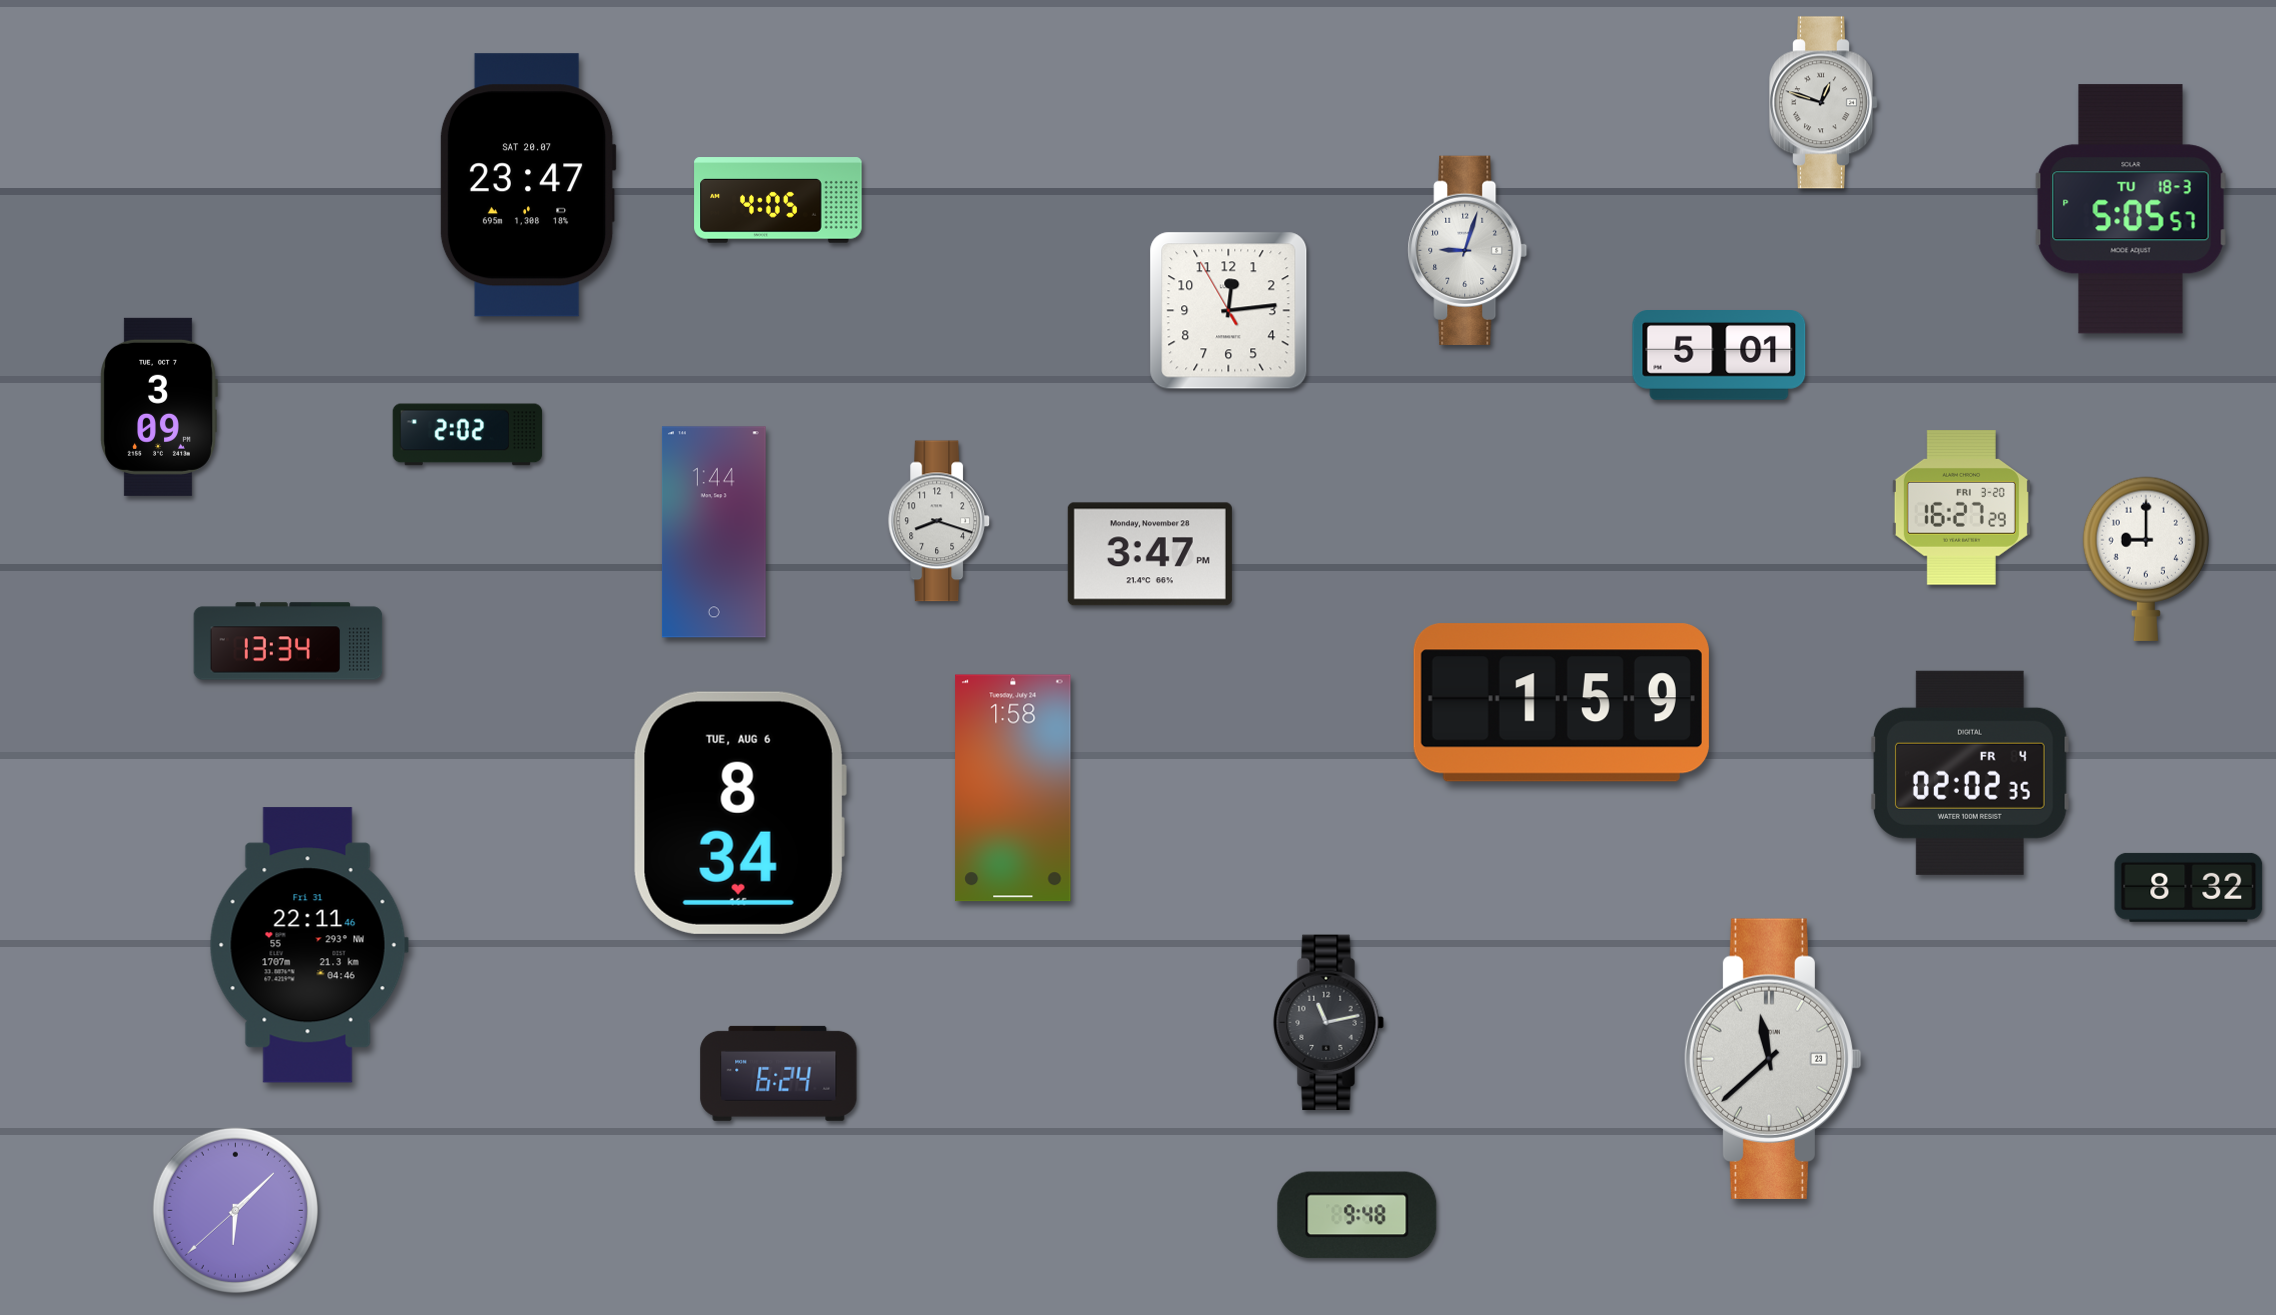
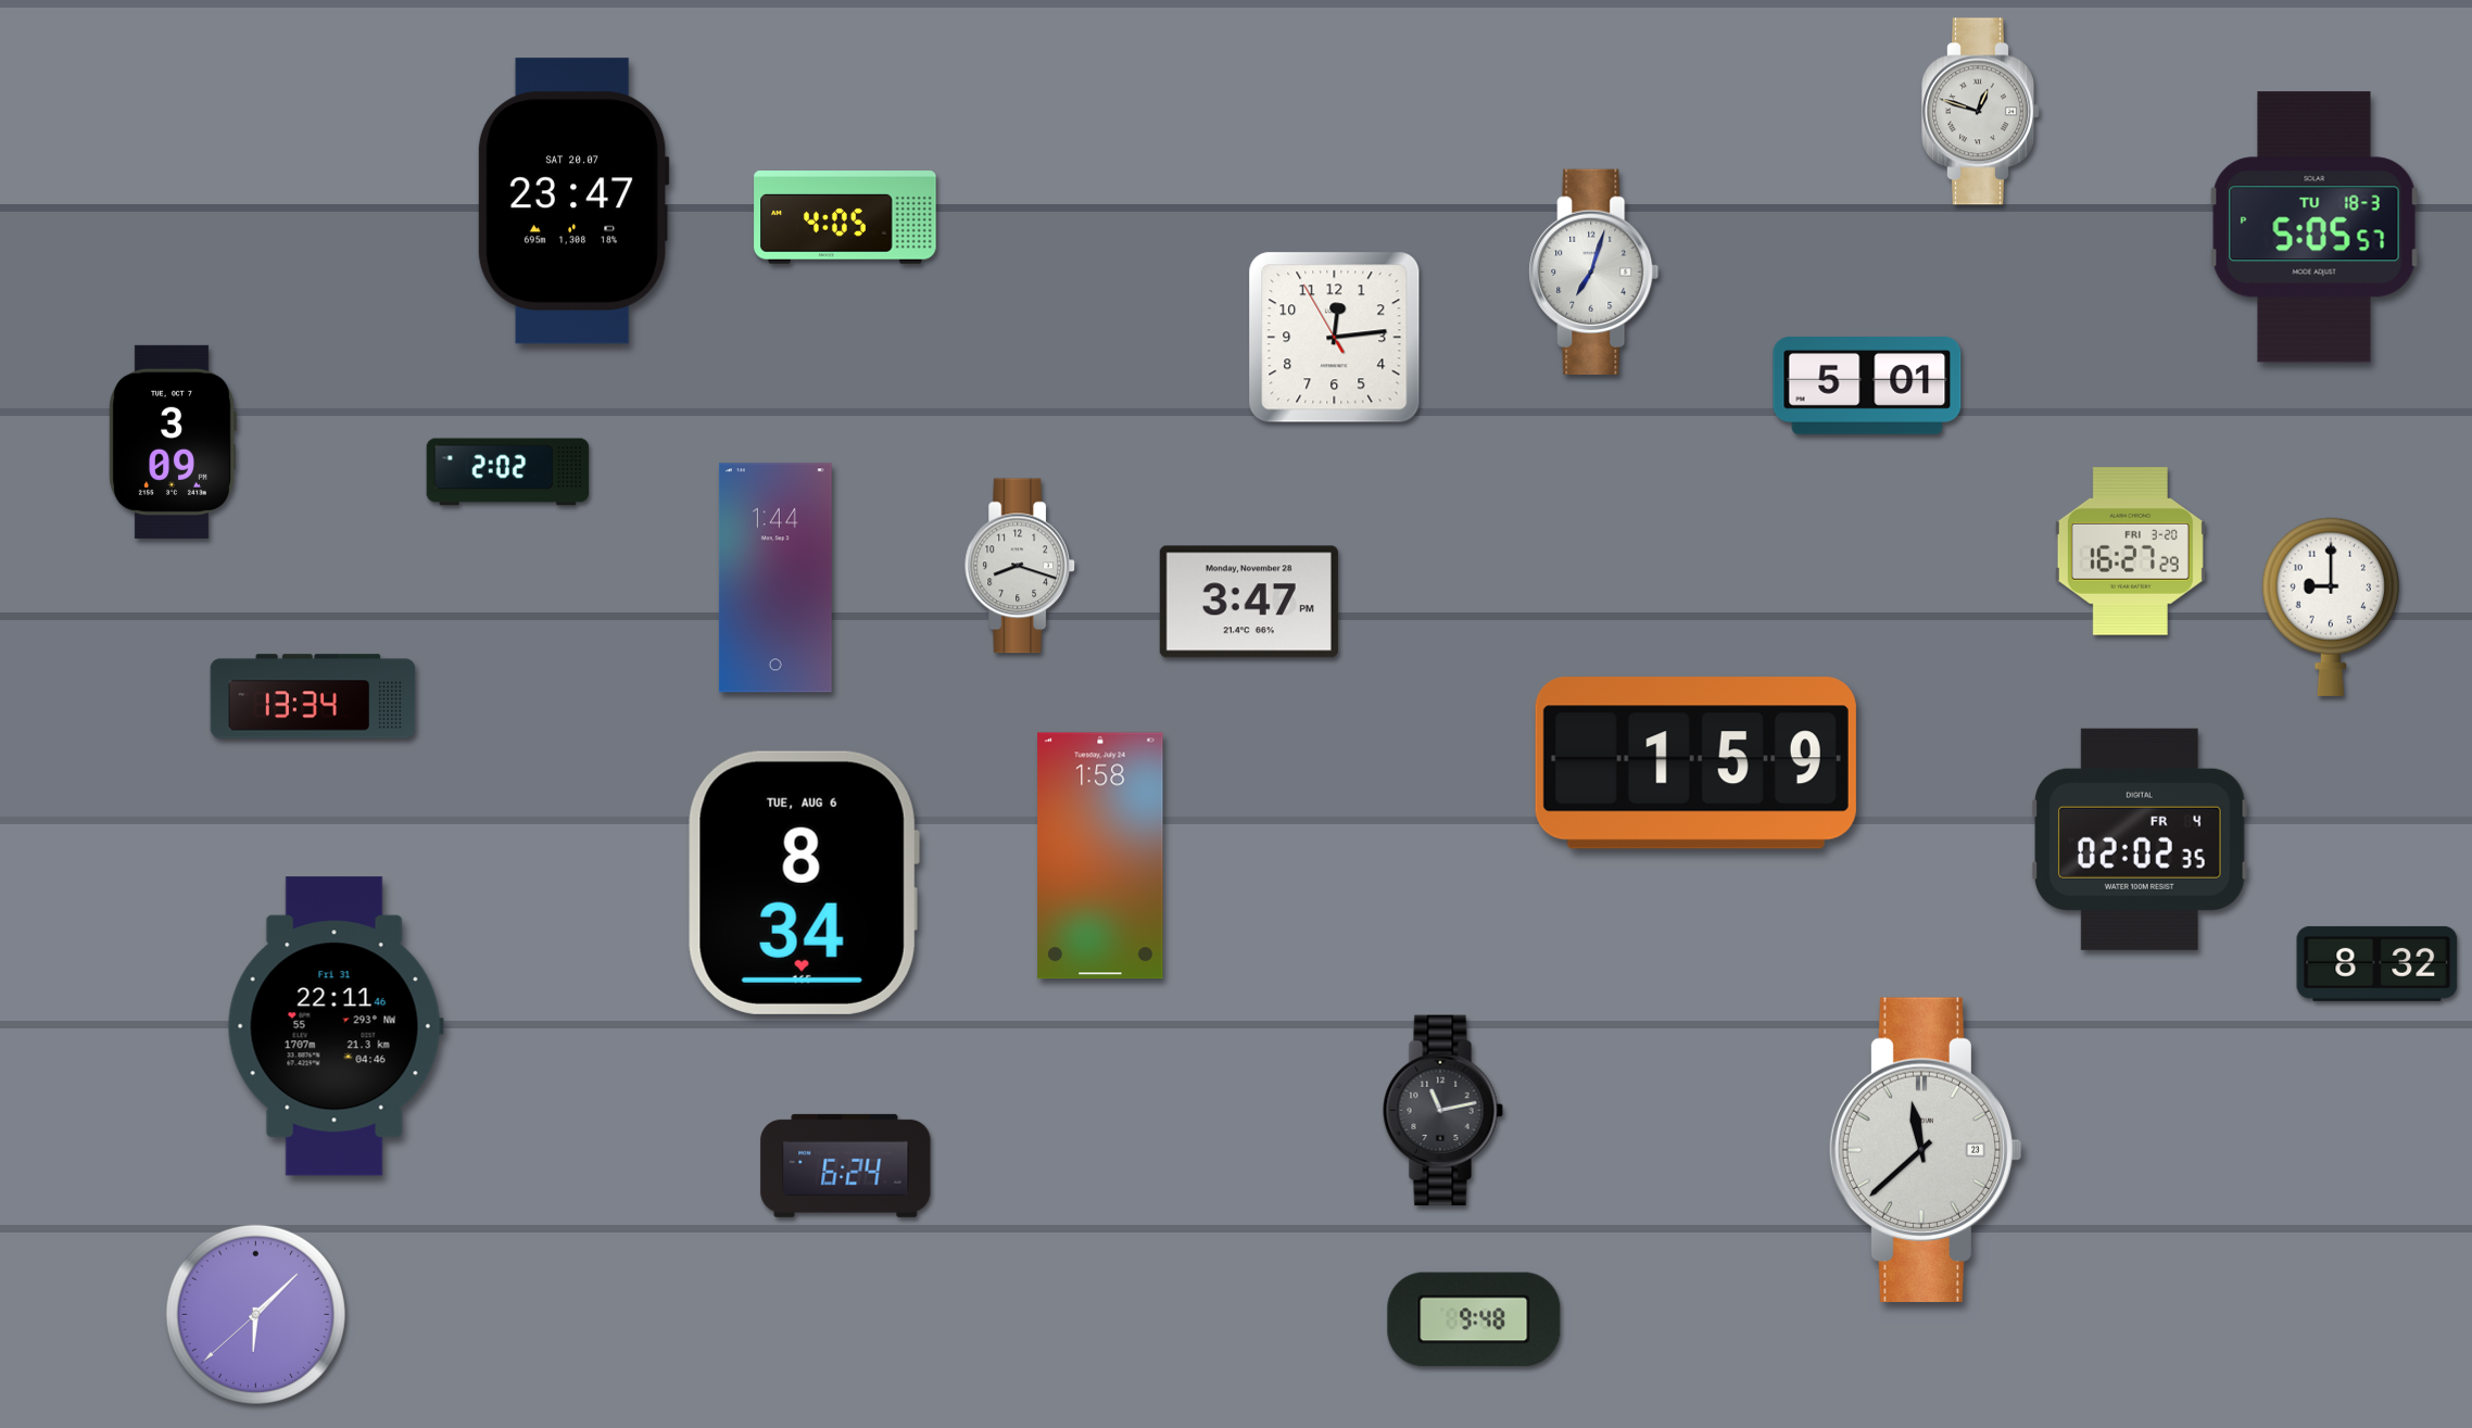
clock at (1468, 250): 9:03 -> 7:03
